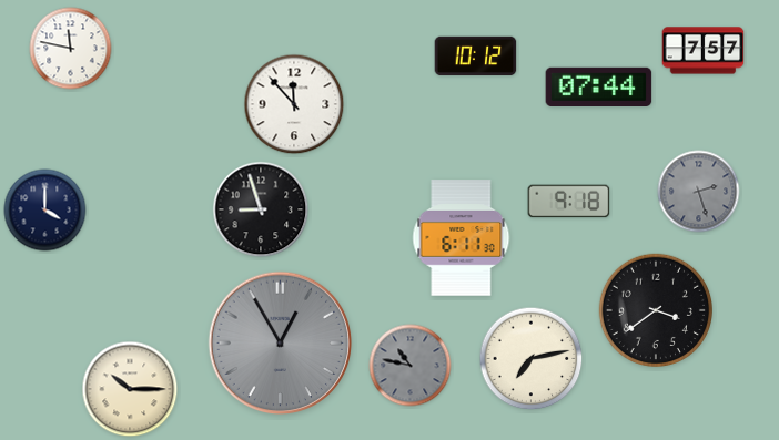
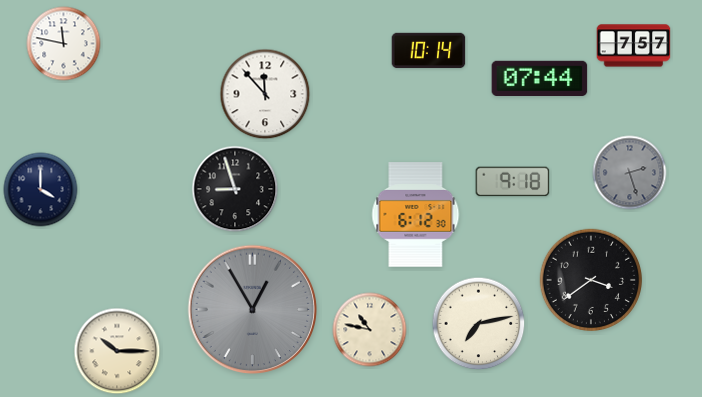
clock at (476, 57): 10:12 -> 10:14
clock at (462, 238): 6:11 -> 6:12
clock at (411, 366) dial: grey -> cream
